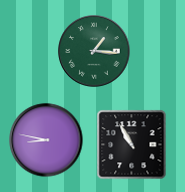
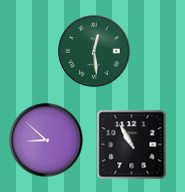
clock at (94, 51): 1:16 -> 12:29
clock at (46, 140): 8:47 -> 8:52
